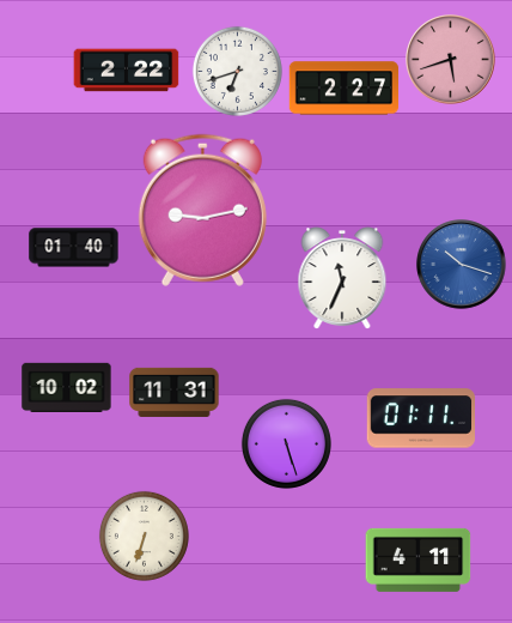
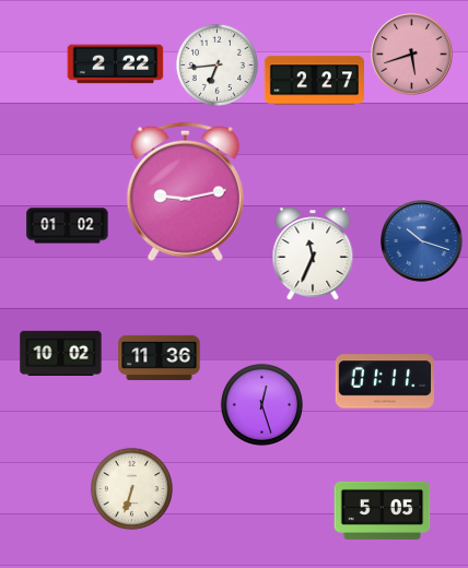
clock at (237, 71): 6:42 -> 6:44
clock at (74, 248): 01:40 -> 01:02
clock at (175, 392): 11:31 -> 11:36
clock at (286, 443): 5:27 -> 12:27
clock at (419, 560): 4:11 -> 5:05
